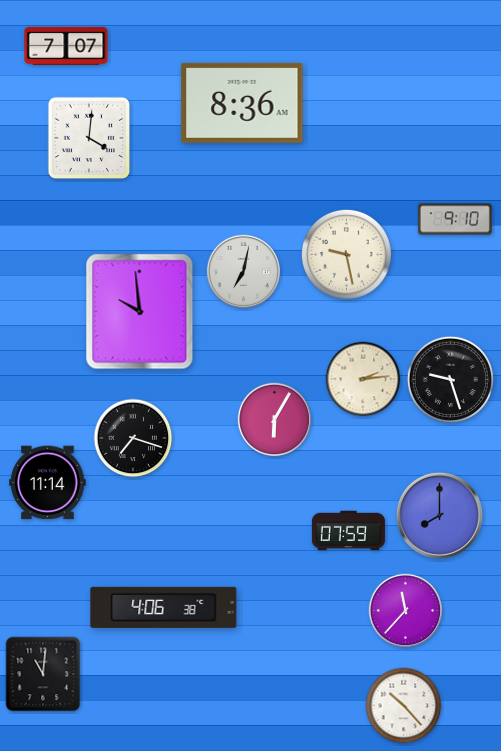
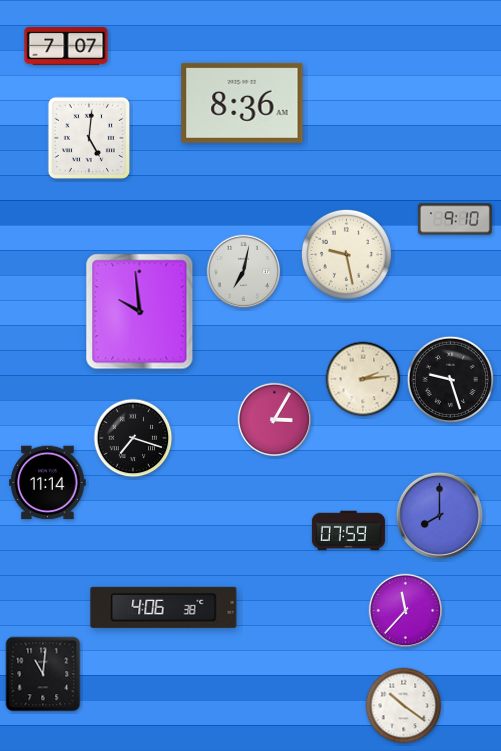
clock at (89, 138): 4:01 -> 5:01
clock at (275, 420): 6:05 -> 3:05
clock at (404, 706): 10:23 -> 10:21
